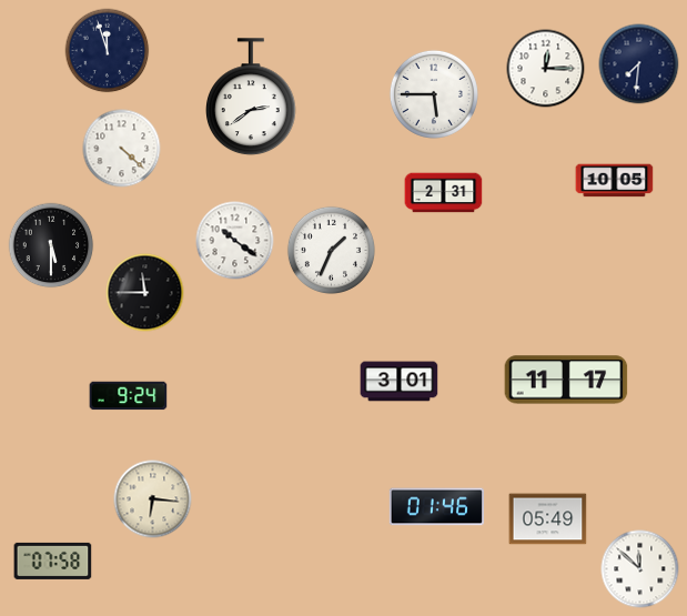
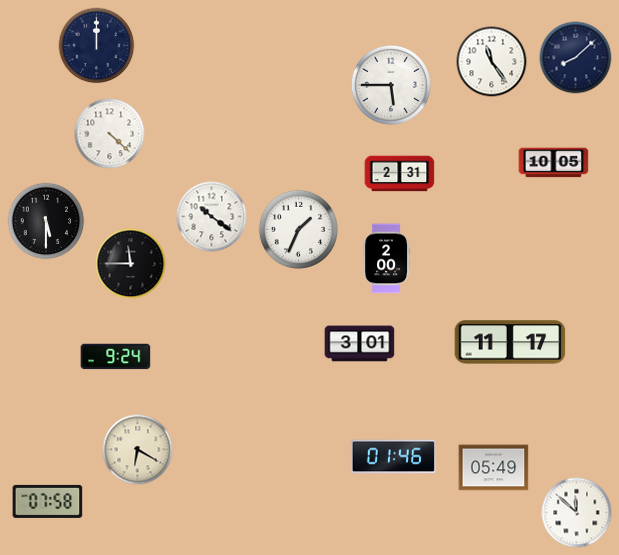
clock at (108, 51): 11:57 -> 12:00
clock at (639, 64): 7:31 -> 8:08
clock at (546, 69): 12:15 -> 11:24
clock at (252, 98): 2:39 -> none
clock at (331, 250) position: (331, 250) -> (298, 229)
clock at (386, 259): none -> 2:00
clock at (153, 499): 6:16 -> 6:20
clock at (53, 561) position: (53, 561) -> (48, 501)
